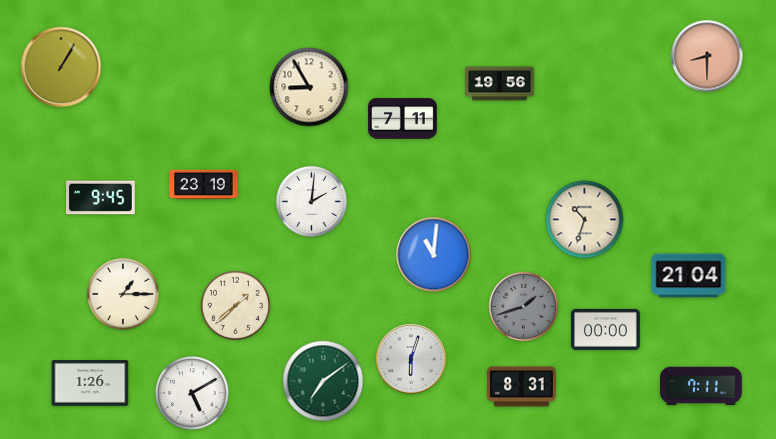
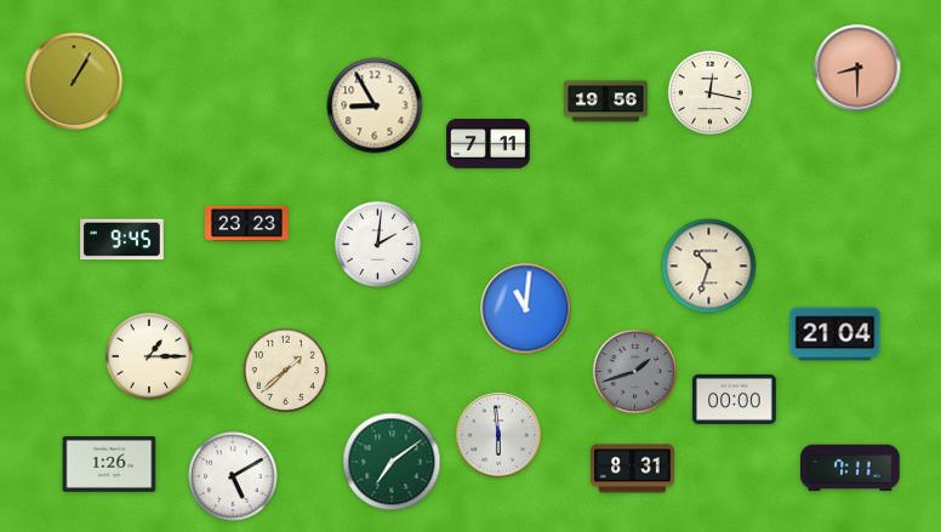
clock at (709, 92): none -> 12:17
clock at (204, 185): 23:19 -> 23:23
clock at (411, 359): 6:03 -> 5:59
